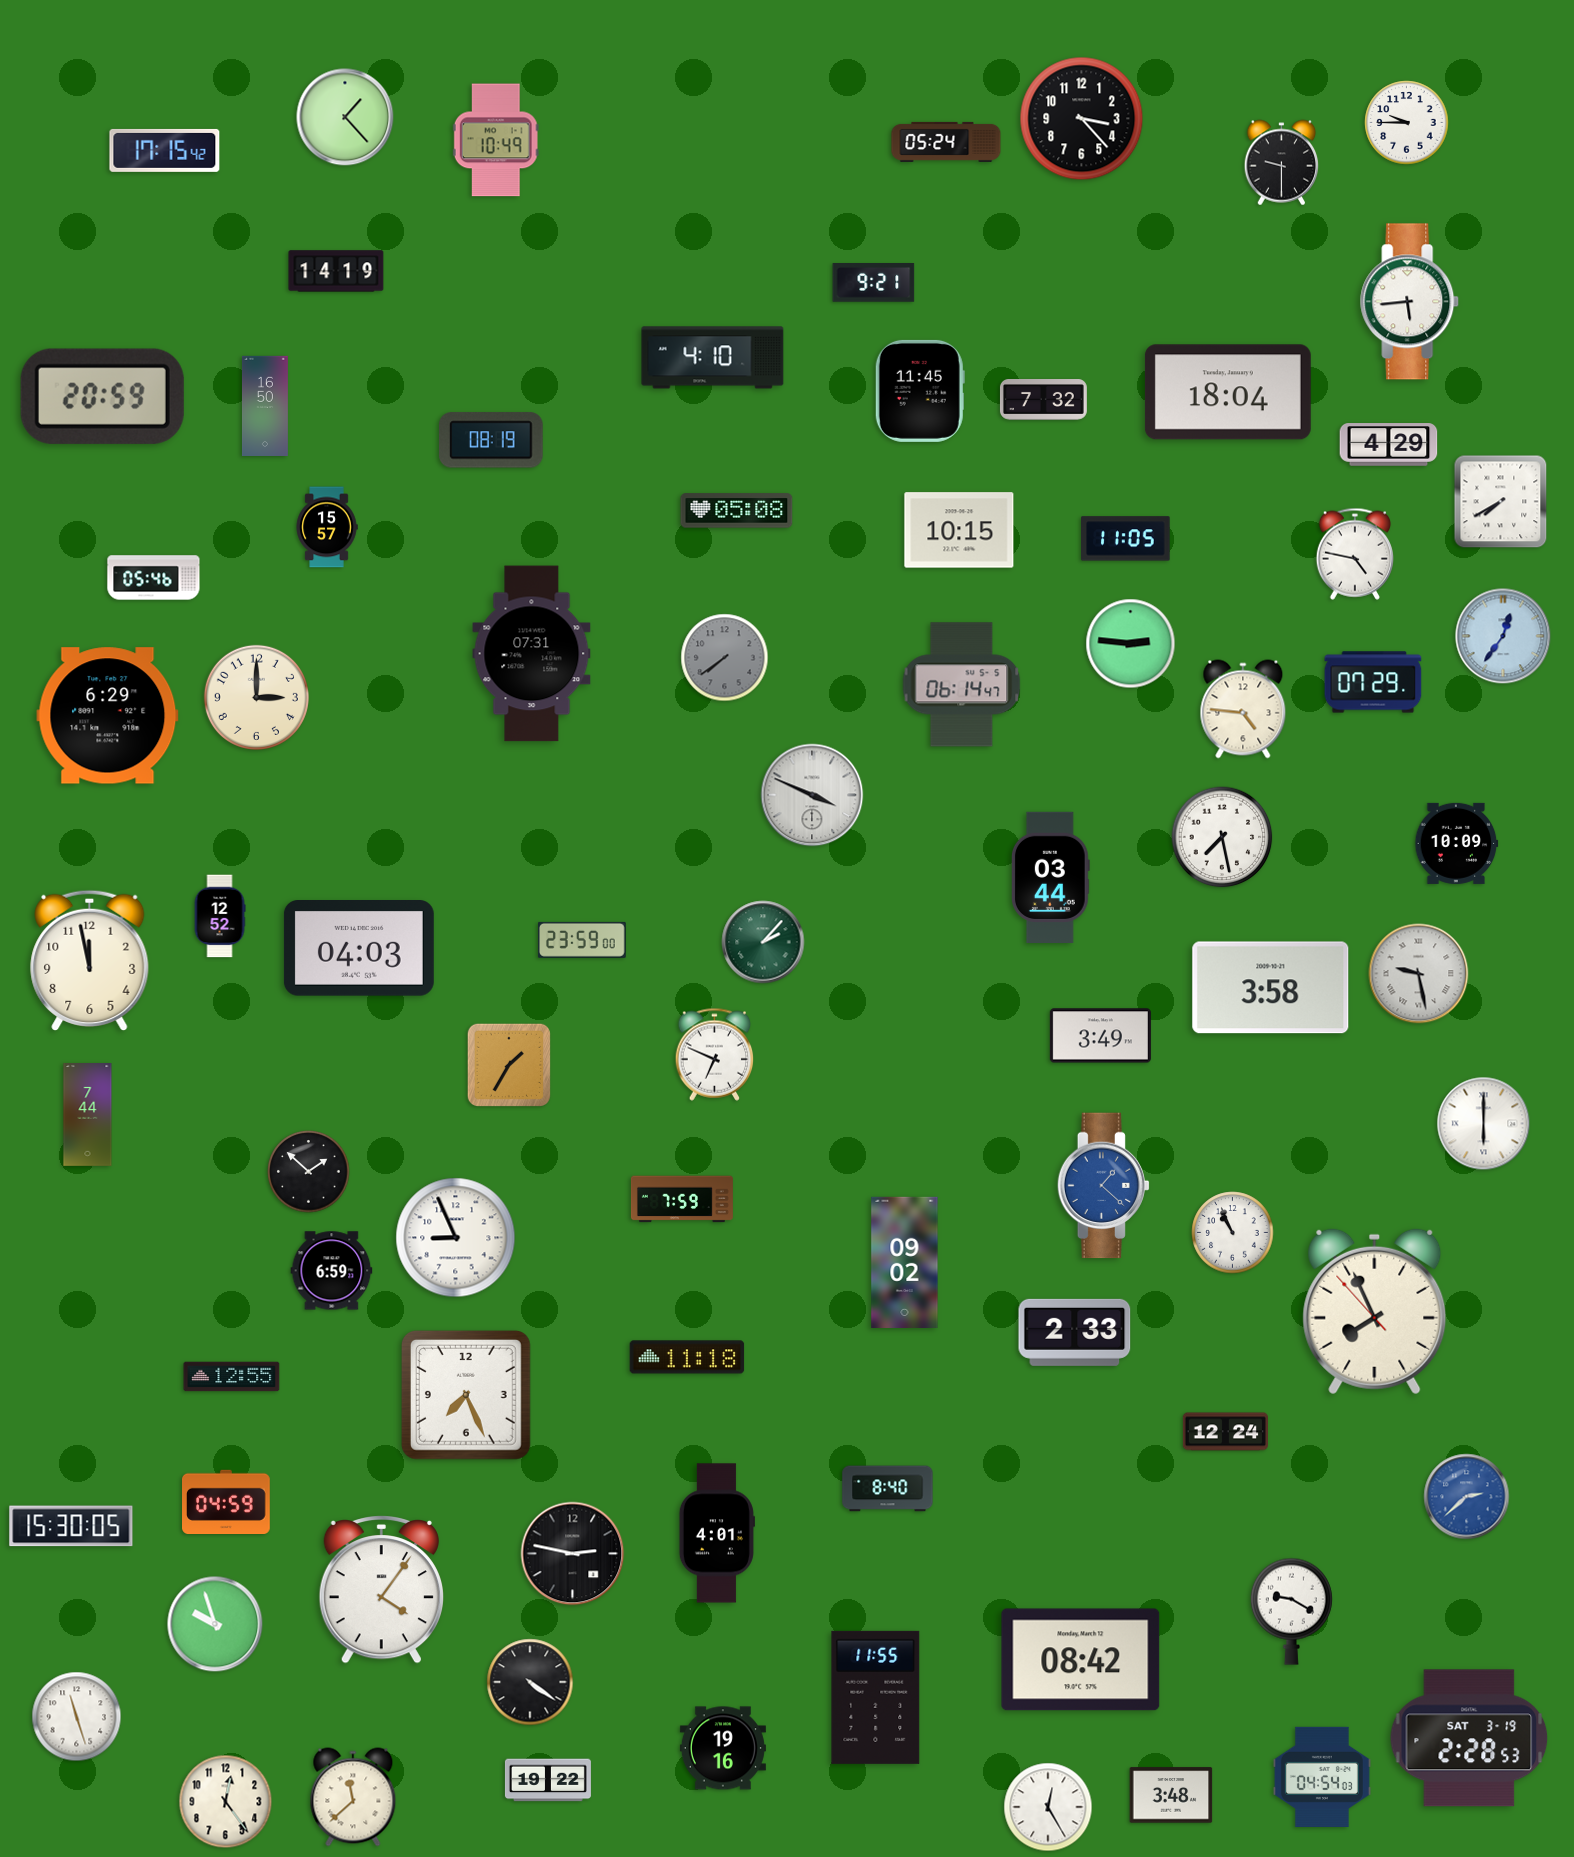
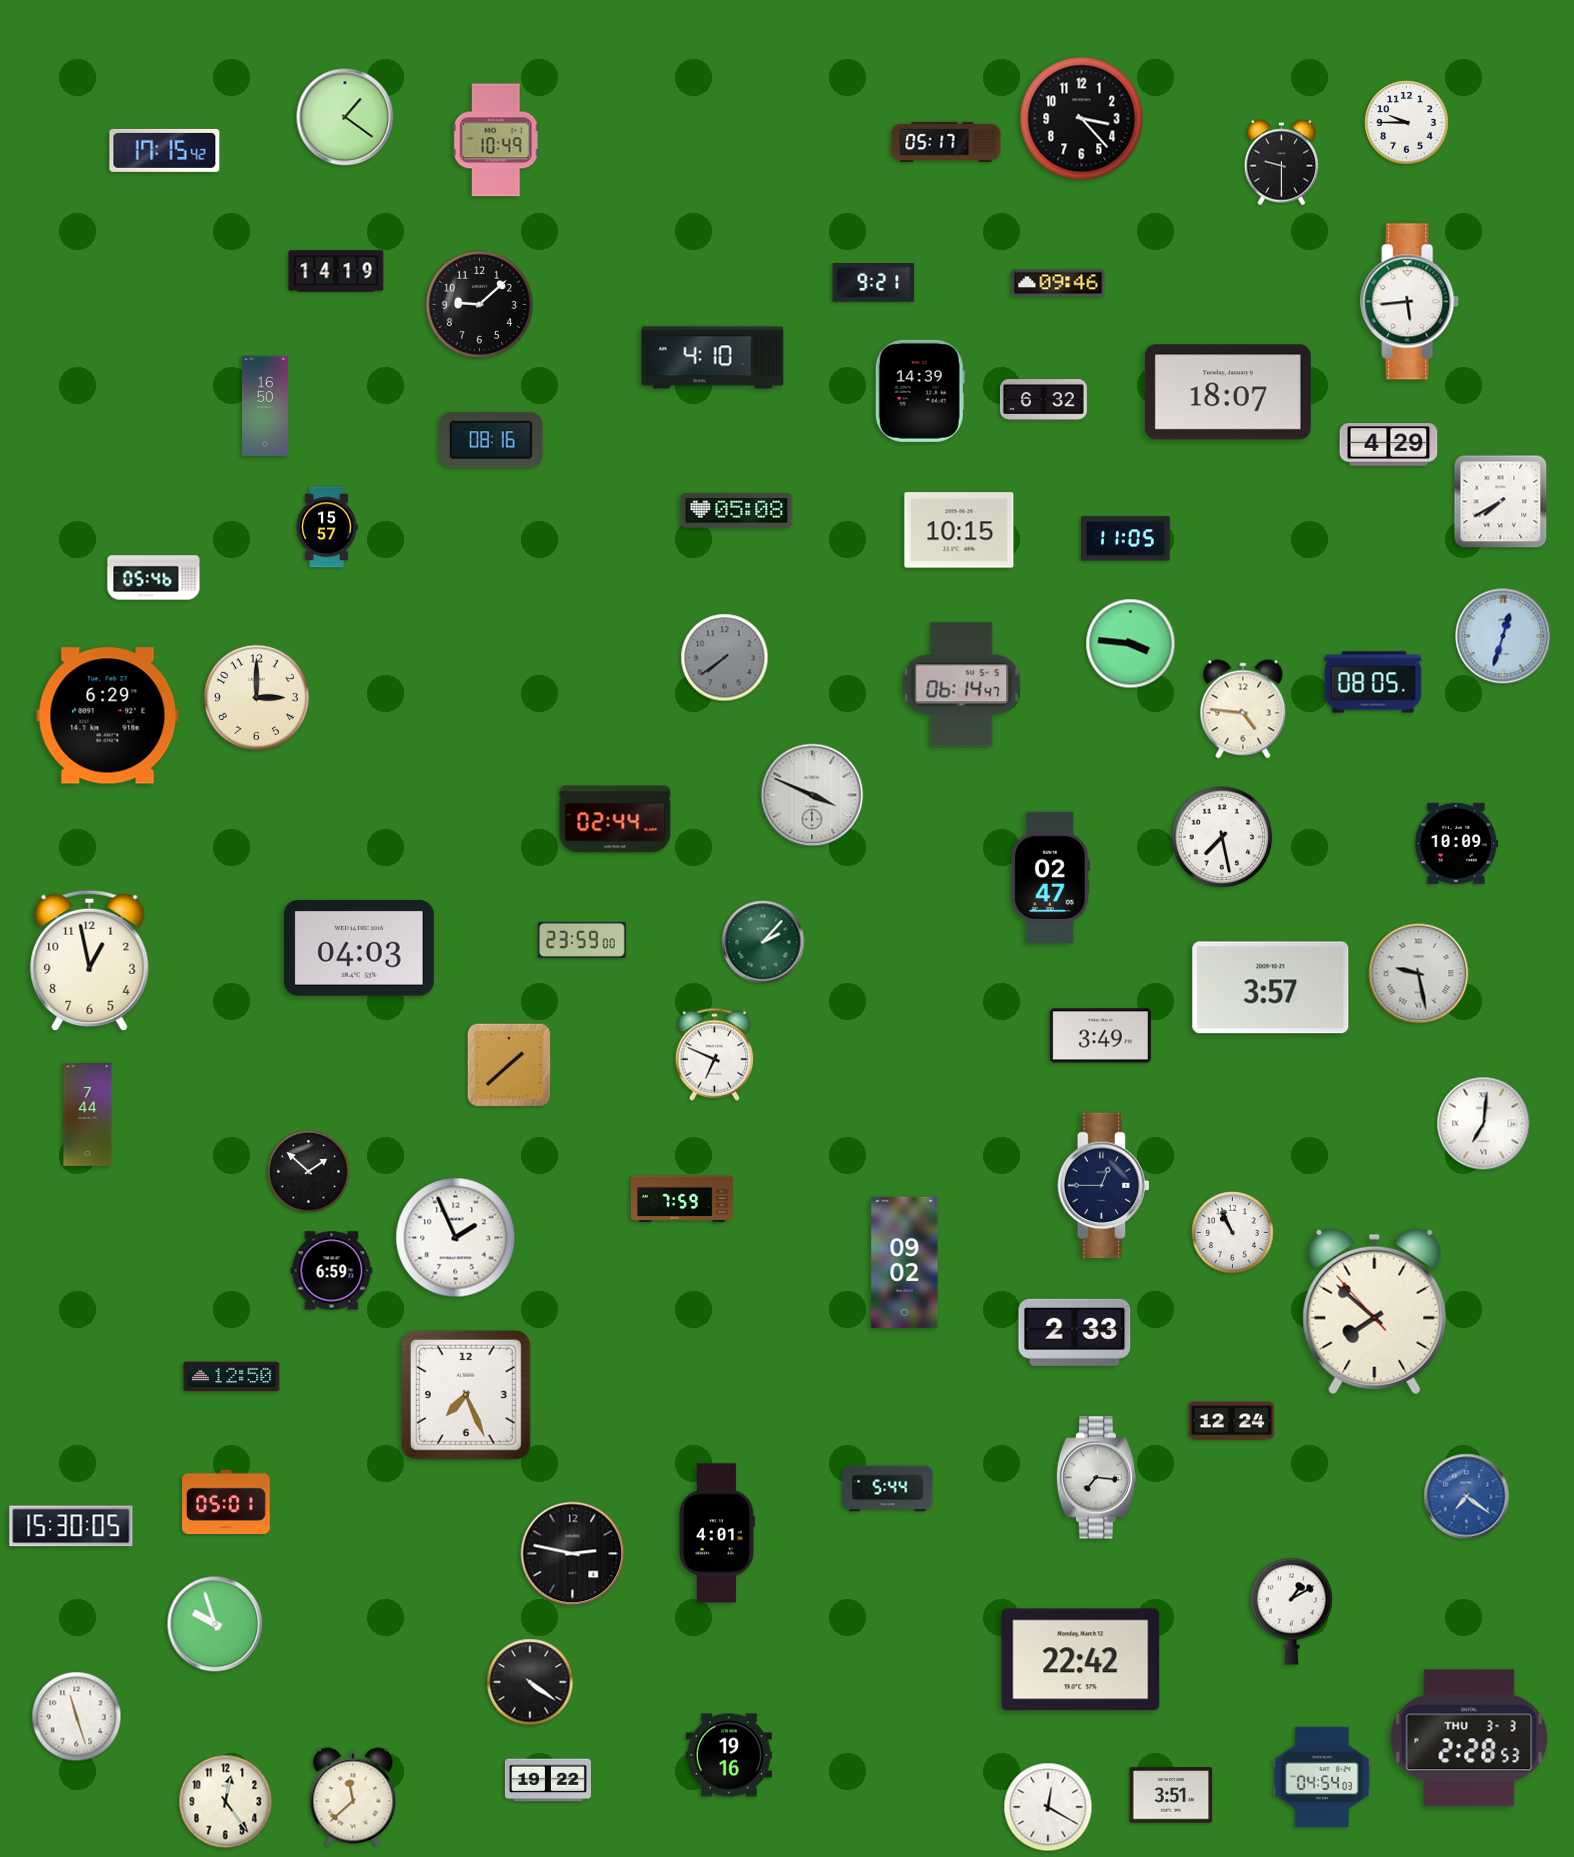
clock at (345, 117): 1:23 -> 1:21
clock at (946, 142): 05:24 -> 05:17
clock at (1058, 283): none -> 09:46
clock at (479, 304): none -> 9:08
clock at (920, 391): 11:45 -> 14:39
clock at (1228, 392): 18:04 -> 18:07
clock at (102, 396): 20:59 -> none
clock at (1043, 400): 7:32 -> 6:32
clock at (491, 440): 08:19 -> 08:16
clock at (1354, 554): 4:47 -> none
clock at (1503, 636): 12:36 -> 12:33
clock at (1131, 644): 2:46 -> 3:46
clock at (532, 654): 07:31 -> none
clock at (1373, 682): 07:29 -> 08:05
clock at (615, 819): none -> 02:44
clock at (1050, 877): 03:44 -> 02:47
clock at (220, 916): 12:52 -> none
clock at (90, 960): 11:58 -> 12:58
clock at (1271, 988): 3:58 -> 3:57
clock at (508, 1064): 1:35 -> 1:38
clock at (1484, 1124): 6:00 -> 7:01
clock at (1103, 1186): 1:22 -> 12:45
clock at (1103, 1186) dial: blue -> navy
clock at (456, 1238): 8:56 -> 1:56
clock at (1375, 1312): 7:55 -> 7:51
clock at (687, 1357): 11:18 -> none
clock at (232, 1377): 12:55 -> 12:50
clock at (1225, 1432) position: (1225, 1432) -> (1231, 1421)
clock at (1097, 1478): none -> 7:16
clock at (888, 1489): 8:40 -> 5:44
clock at (1467, 1497): 2:38 -> 7:21
clock at (227, 1501): 04:59 -> 05:01
clock at (381, 1590): 4:06 -> none
clock at (1291, 1611): 9:20 -> 1:10
clock at (1081, 1660): 08:42 -> 22:42
clock at (876, 1697): 11:55 -> none
clock at (1469, 1738) date: SAT 3-19 -> THU 3-3
clock at (723, 1748) position: (723, 1748) -> (729, 1755)
clock at (1171, 1795): 3:48 -> 3:51
clock at (1048, 1807): 12:25 -> 12:20
